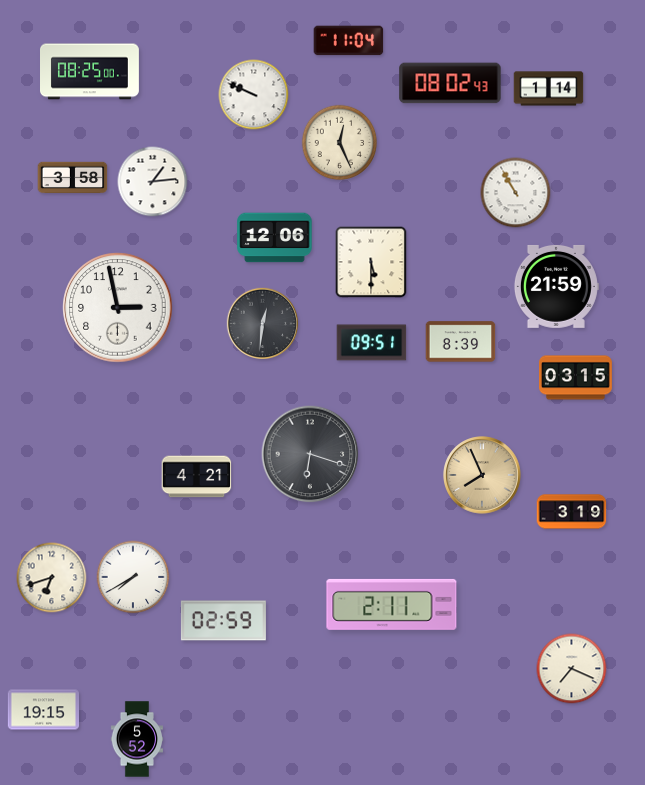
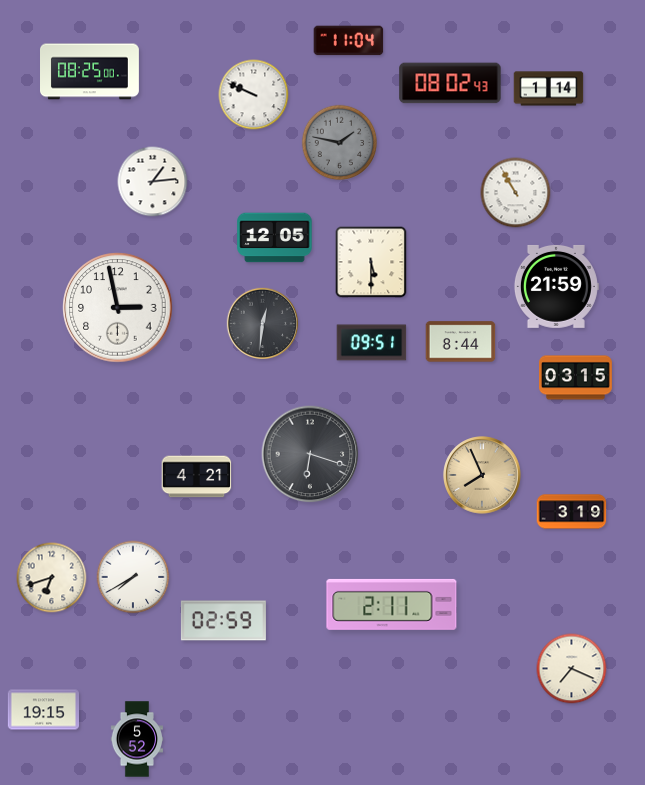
clock at (340, 143): 12:26 -> 1:47
clock at (340, 143) dial: cream -> grey
clock at (73, 178): 3:58 -> none
clock at (275, 238): 12:06 -> 12:05
clock at (461, 342): 8:39 -> 8:44
